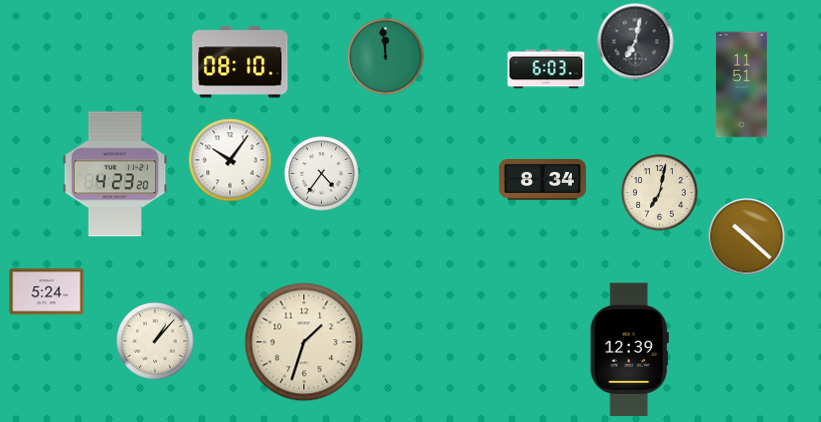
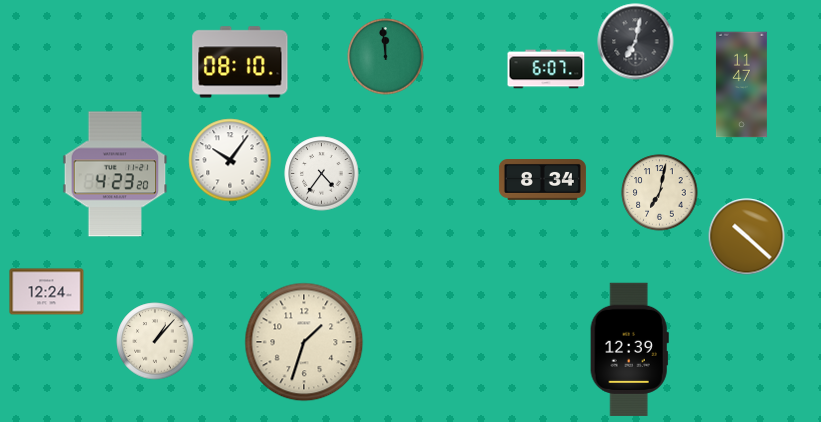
clock at (546, 69): 6:03 -> 6:07
clock at (741, 85): 11:51 -> 11:47
clock at (47, 292): 5:24 -> 12:24
